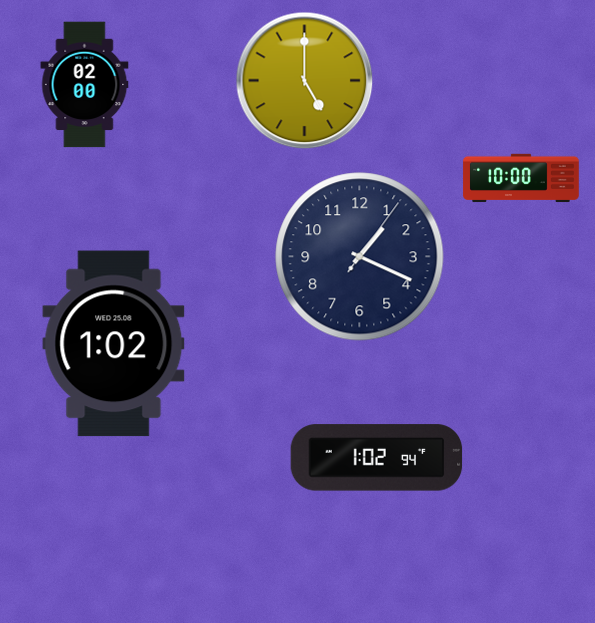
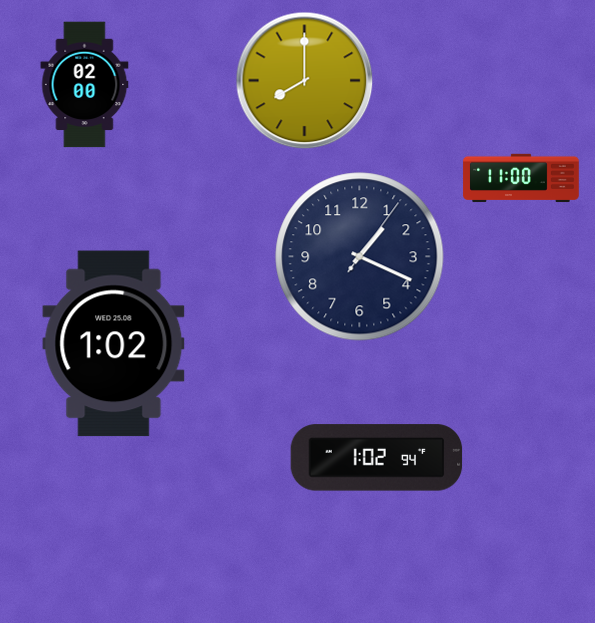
clock at (305, 81): 5:00 -> 8:00
clock at (521, 178): 10:00 -> 11:00
